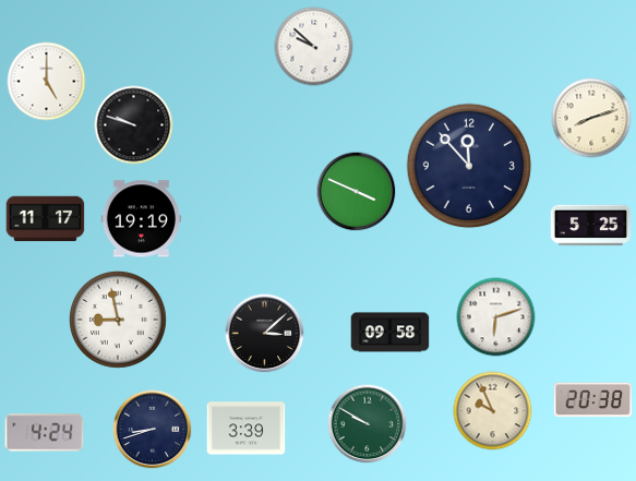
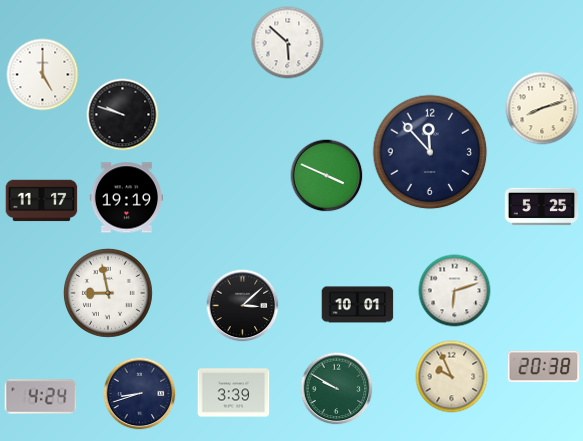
clock at (314, 47): 9:52 -> 5:52
clock at (142, 219) position: (142, 219) -> (127, 198)
clock at (391, 333): 09:58 -> 10:01
clock at (247, 429) position: (247, 429) -> (234, 393)
